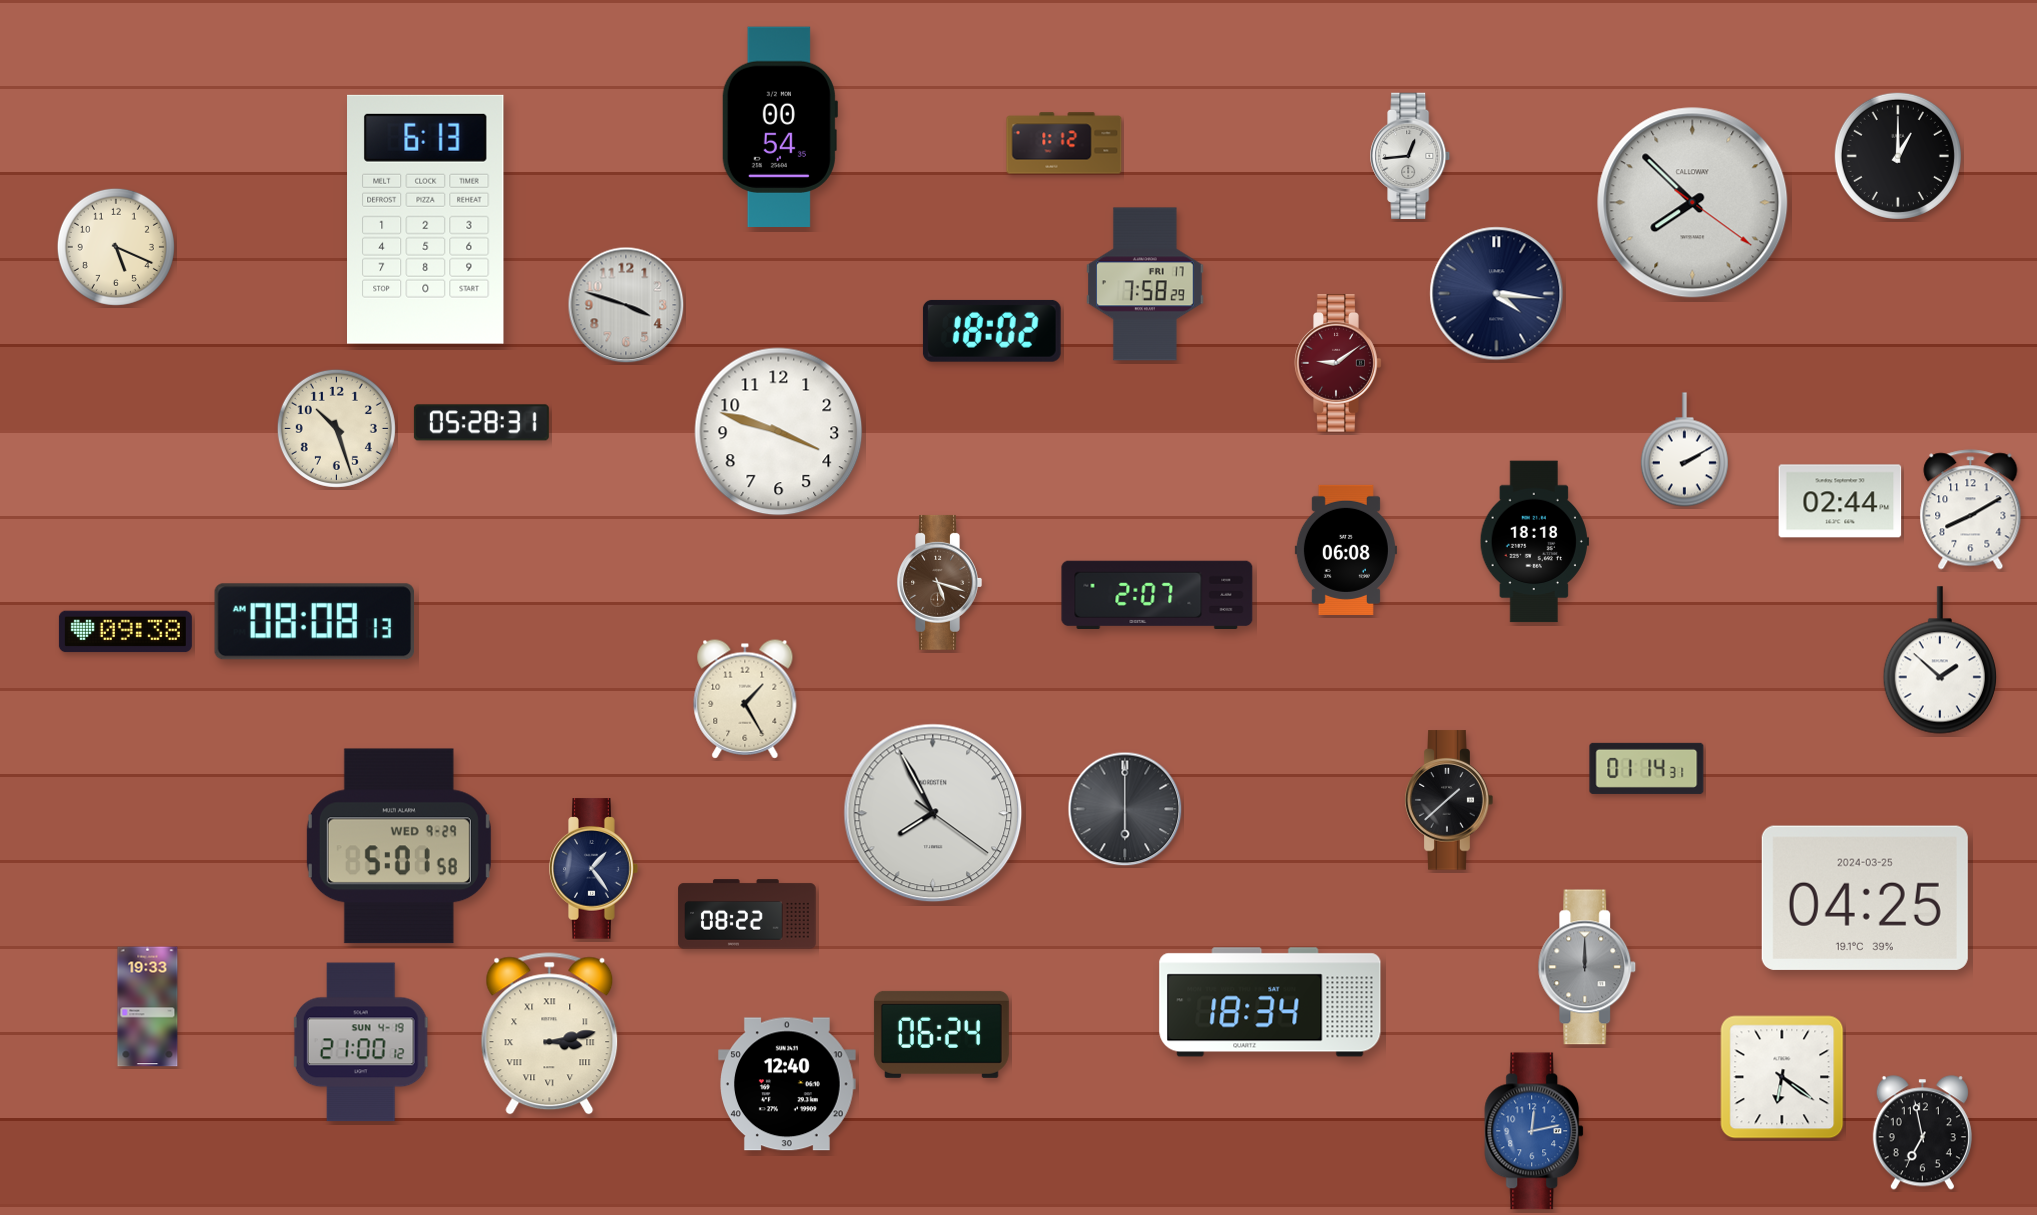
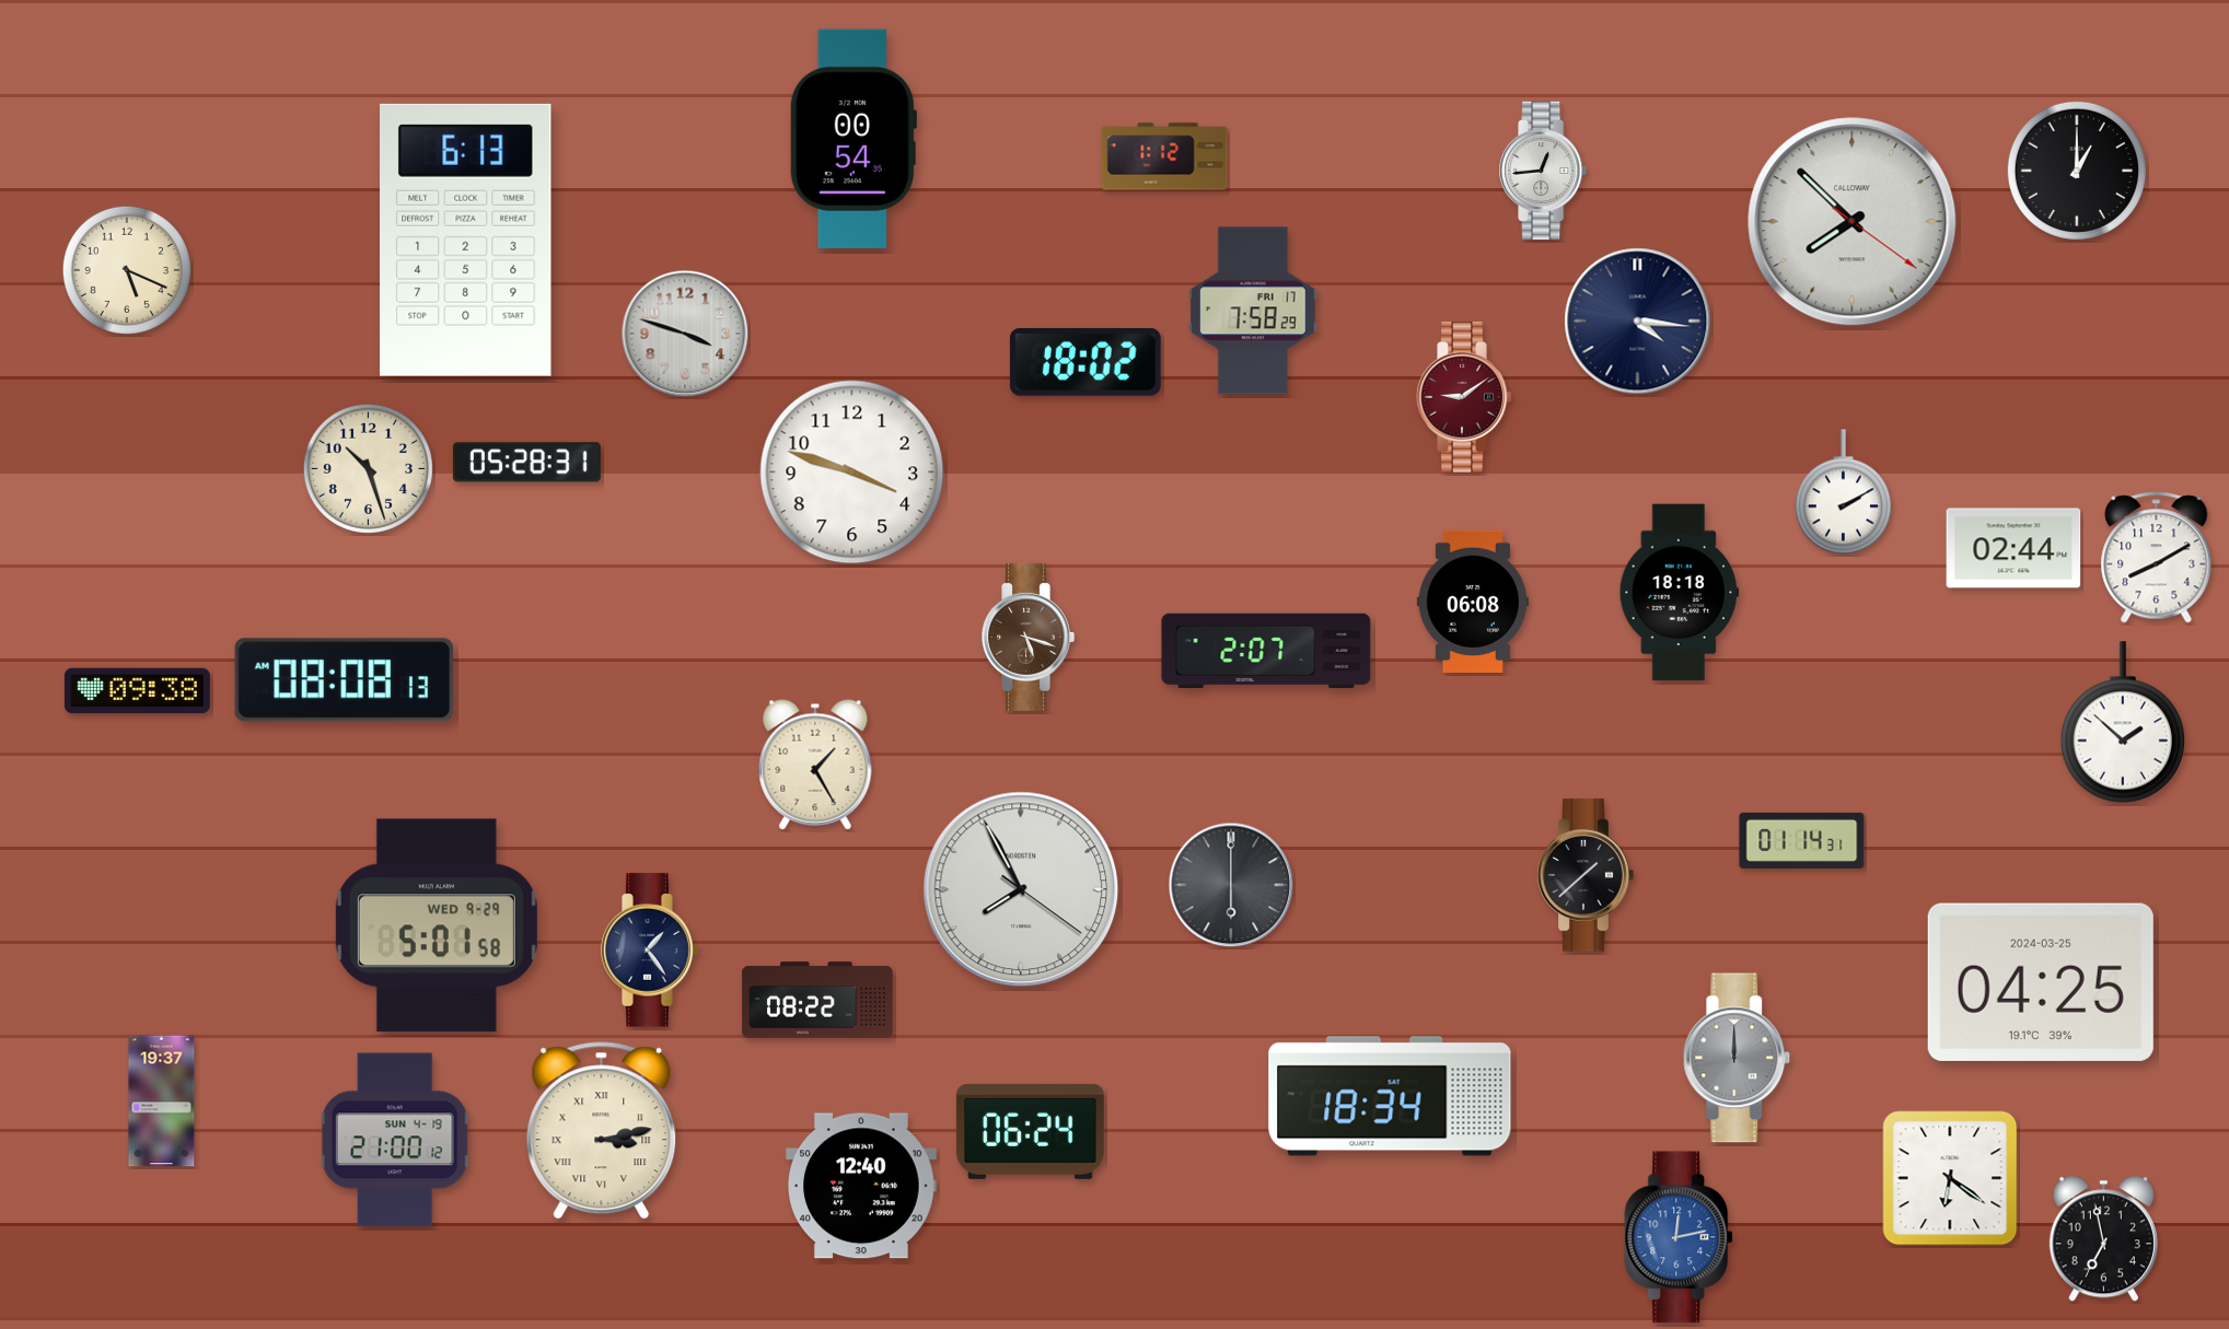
clock at (148, 1007): 19:33 -> 19:37
